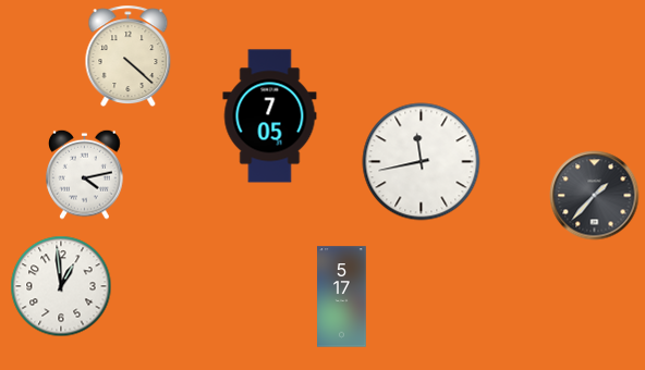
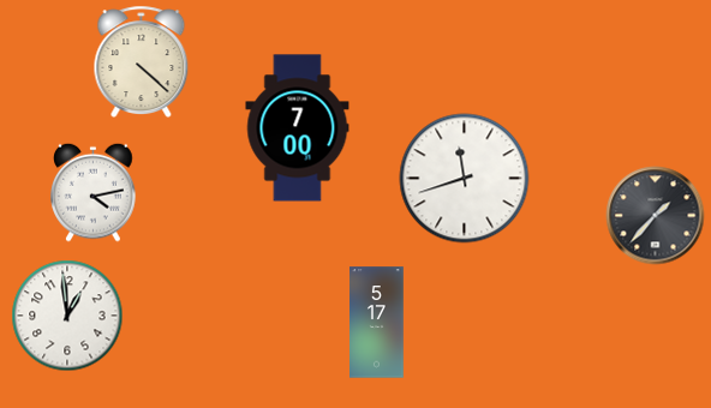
clock at (270, 116): 7:05 -> 7:00
clock at (422, 162): 11:43 -> 11:42
clock at (342, 297) position: (342, 297) -> (377, 323)
